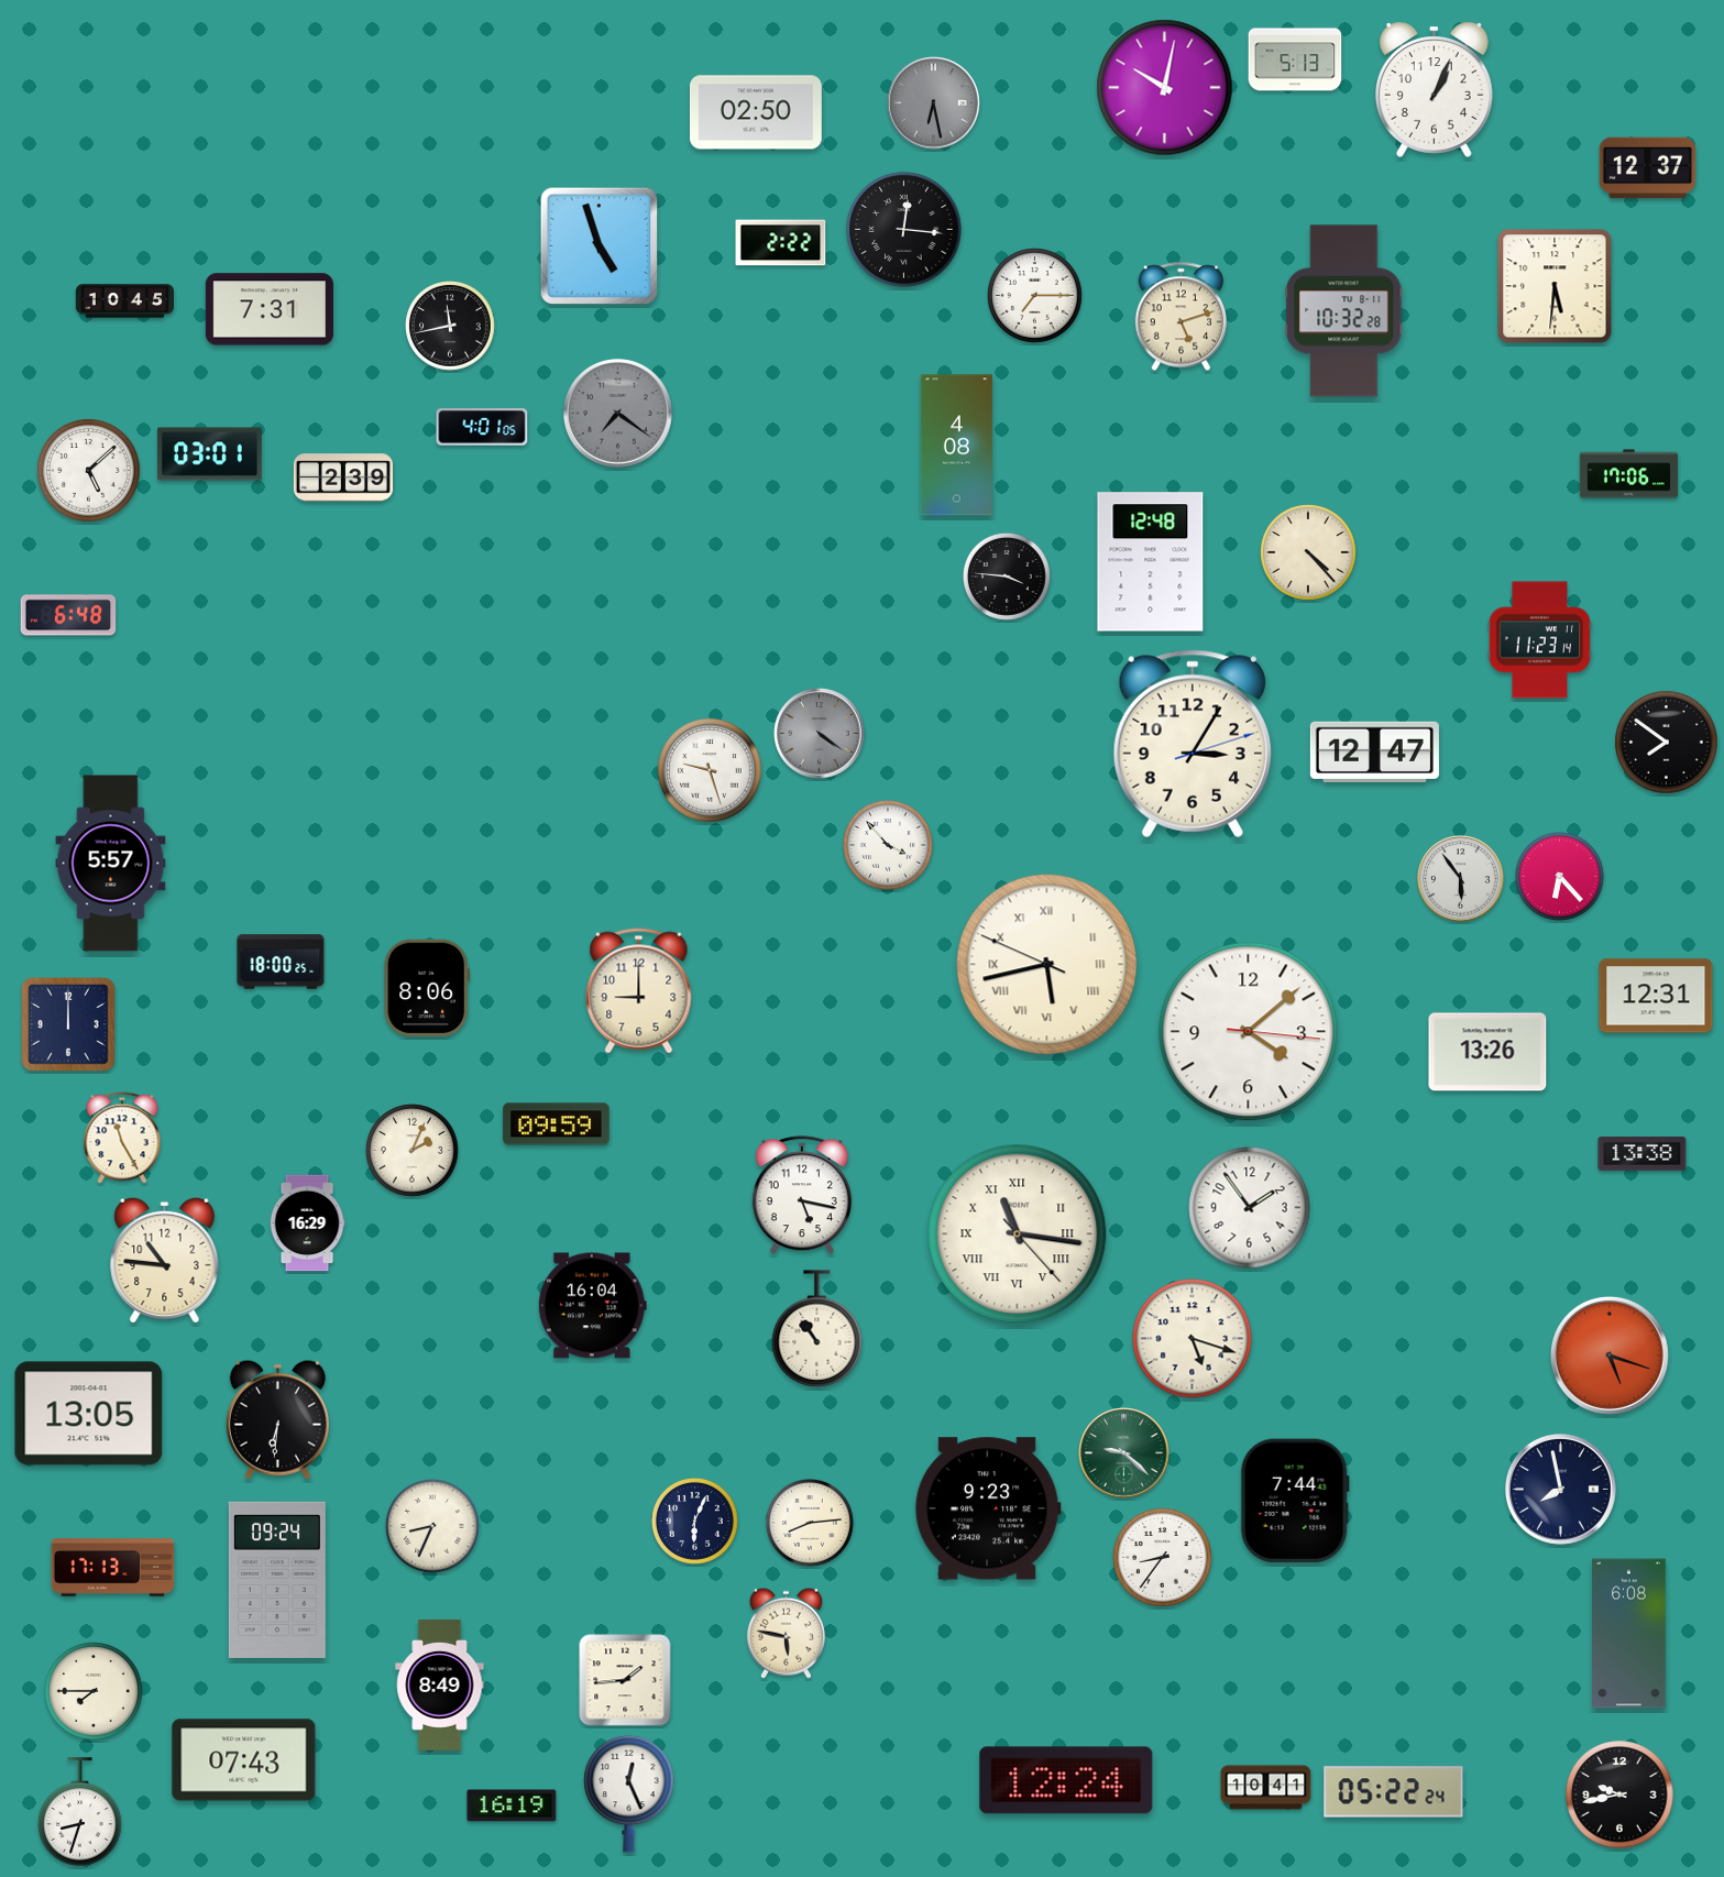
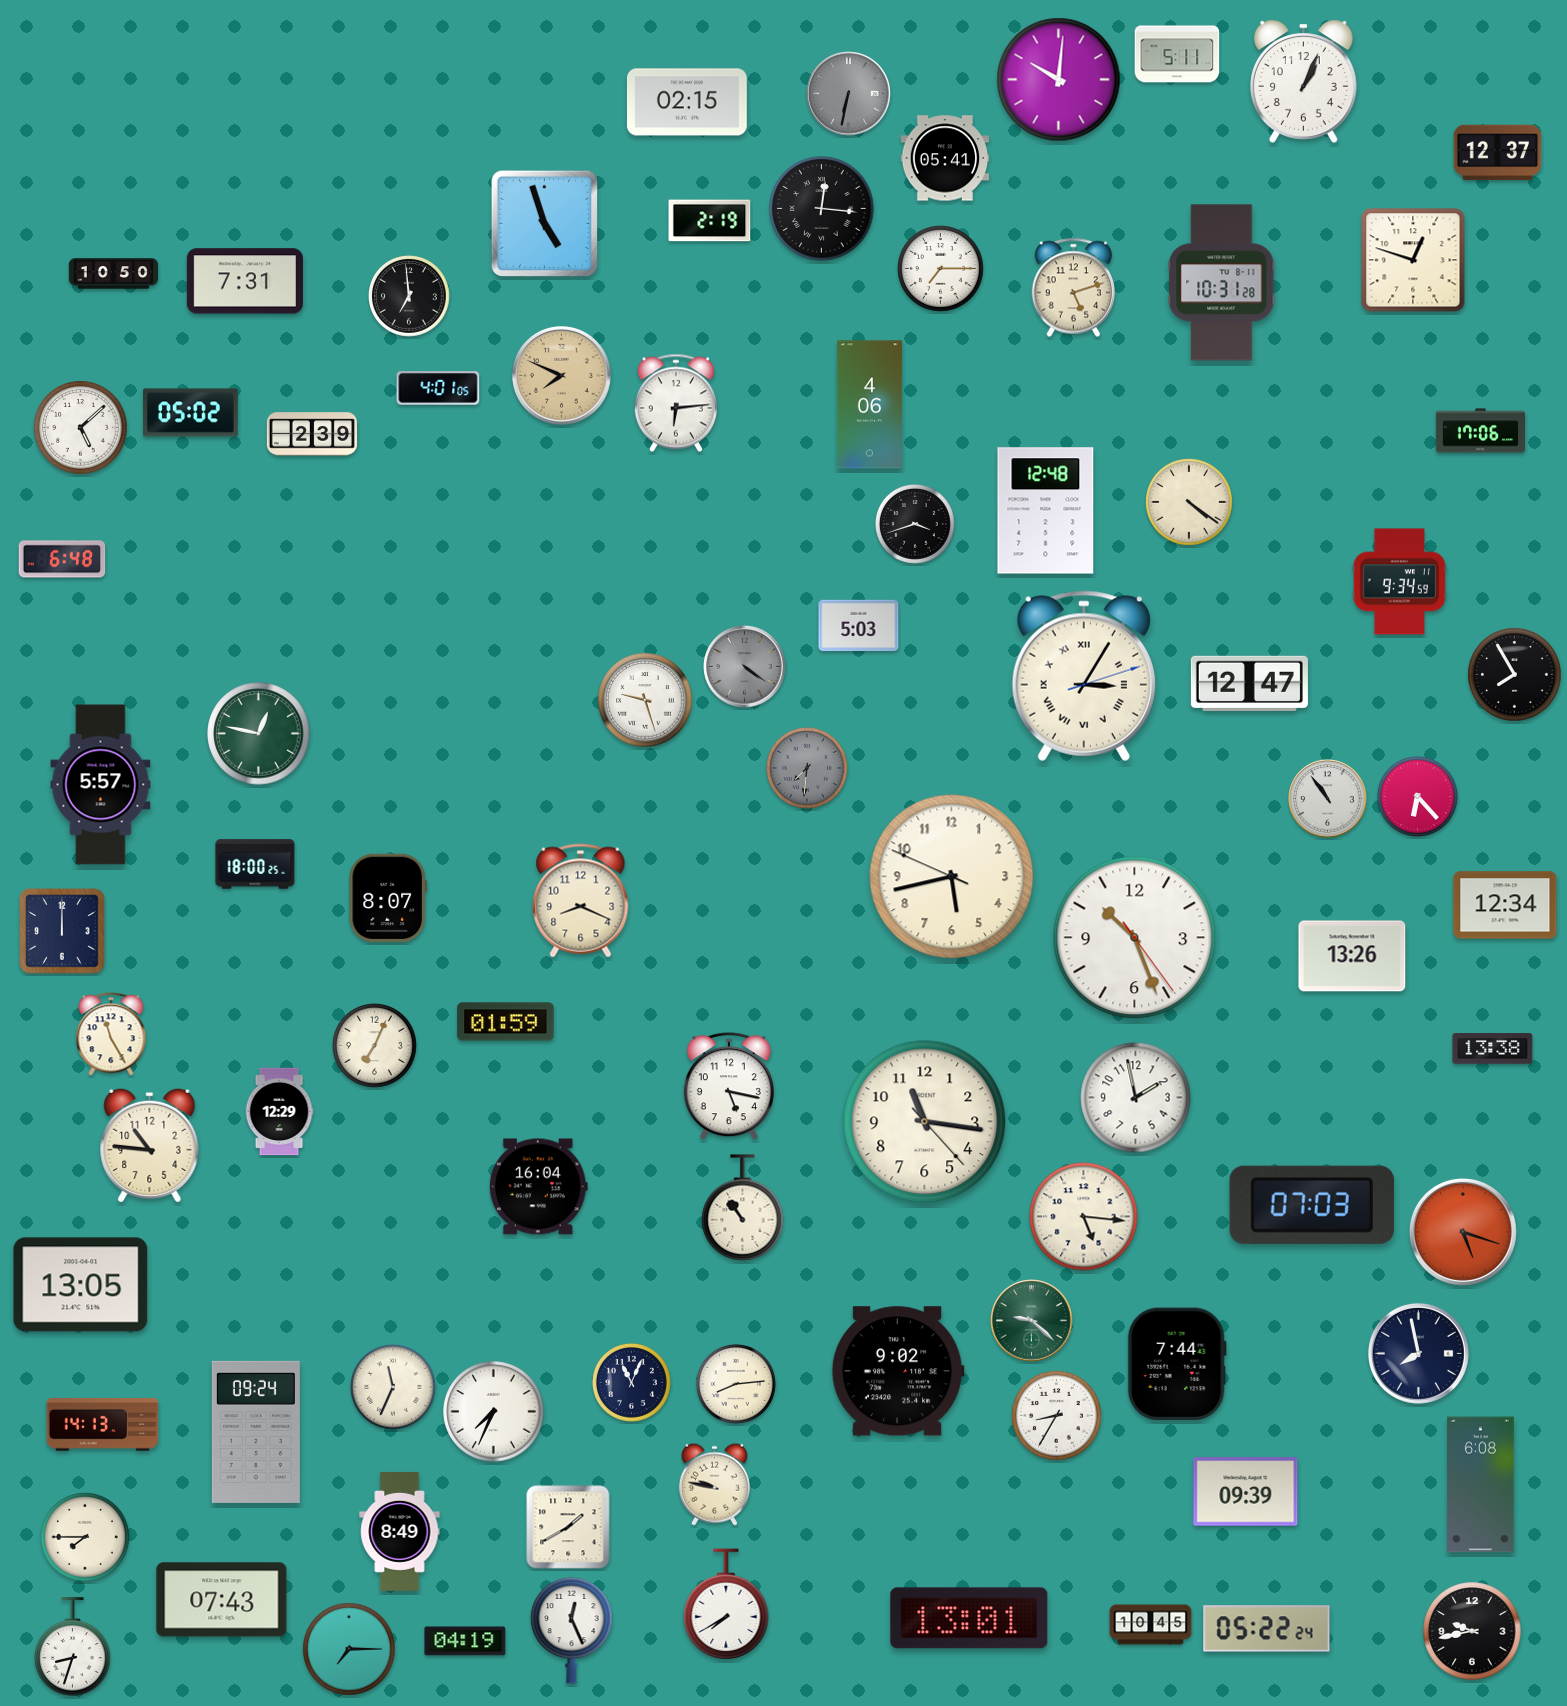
clock at (1295, 59): 5:13 -> 5:11
clock at (1165, 88): 10:02 -> 10:01
clock at (934, 103): 6:28 -> 6:32
clock at (756, 112): 02:50 -> 02:15
clock at (945, 158): none -> 05:41
clock at (781, 243): 2:22 -> 2:19
clock at (1555, 286): 5:31 -> 12:48
clock at (124, 301): 10:45 -> 10:50
clock at (1344, 311): 10:32 -> 10:31
clock at (451, 327): 11:43 -> 6:59
clock at (618, 414): 7:21 -> 7:49
clock at (618, 414) dial: grey -> champagne
clock at (676, 403): none -> 6:14
clock at (956, 446): 4:08 -> 4:06
clock at (210, 454): 03:01 -> 05:02
clock at (1308, 552): 4:23 -> 4:21
clock at (1007, 577): 3:46 -> 3:42
clock at (1539, 640): 11:23 -> 9:34
clock at (859, 626): none -> 5:03
clock at (1667, 743): 7:51 -> 7:55
clock at (1193, 744) numerals: Arabic -> Roman
clock at (259, 734): none -> 12:47
clock at (889, 846): 3:53 -> 7:31
clock at (889, 846) dial: white -> grey
clock at (1461, 879): 5:54 -> 10:54
clock at (281, 962) position: (281, 962) -> (255, 864)
clock at (1047, 965) numerals: Roman -> Arabic
clock at (427, 987): 8:06 -> 8:07
clock at (639, 991): 9:00 -> 8:19
clock at (1656, 996): 12:31 -> 12:34
clock at (1249, 1032): 4:08 -> 10:26
clock at (557, 1124): 09:59 -> 01:59
clock at (413, 1151): 2:04 -> 7:04
clock at (1250, 1208): 1:54 -> 1:58
clock at (307, 1223): 16:29 -> 12:29
clock at (1018, 1234) numerals: Roman -> Arabic
clock at (1312, 1205): none -> 07:03
clock at (1193, 1339): 5:18 -> 5:16
clock at (277, 1419): 6:31 -> none
clock at (1124, 1453) position: (1124, 1453) -> (1032, 1321)
clock at (988, 1508): 9:23 -> 9:02
clock at (694, 1521): 6:04 -> 11:04
clock at (433, 1527): 8:34 -> 11:34
clock at (494, 1412): none -> 7:34
clock at (1163, 1558): 8:36 -> 8:35
clock at (113, 1568): 17:13 -> 14:13
clock at (277, 1580) position: (277, 1580) -> (256, 1432)
clock at (786, 1633): 5:47 -> 9:47
clock at (1246, 1492): none -> 09:39
clock at (625, 1680): 1:44 -> 1:40
clock at (726, 1605): none -> 7:40
clock at (1066, 1780): 12:24 -> 13:01
clock at (1266, 1788): 10:41 -> 10:45
clock at (512, 1805): 16:19 -> 04:19
clock at (349, 1649): none -> 7:15
